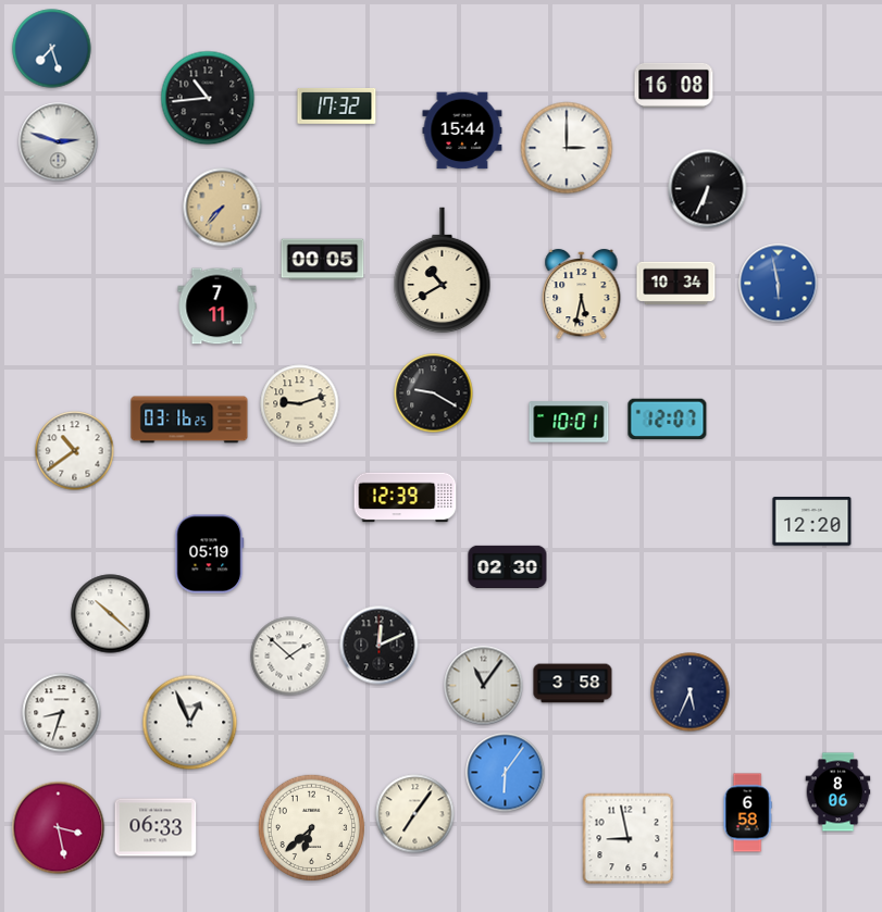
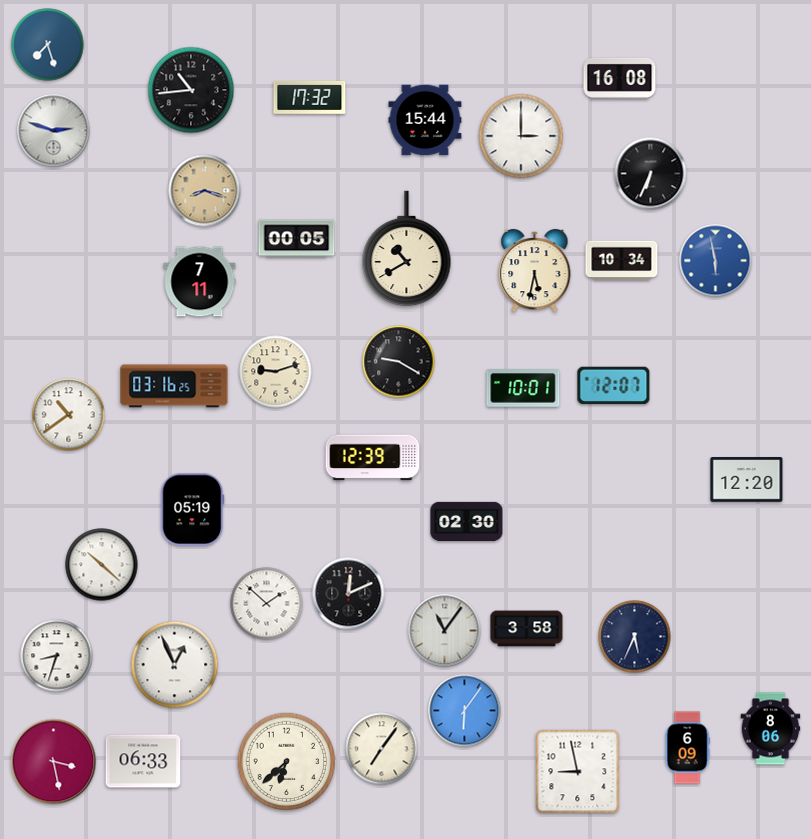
clock at (223, 208): 7:37 -> 8:18
clock at (747, 813): 6:58 -> 6:09
